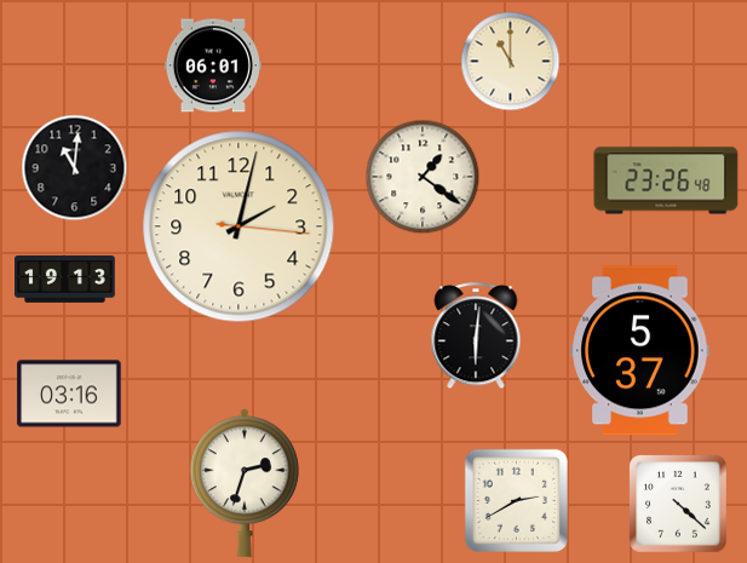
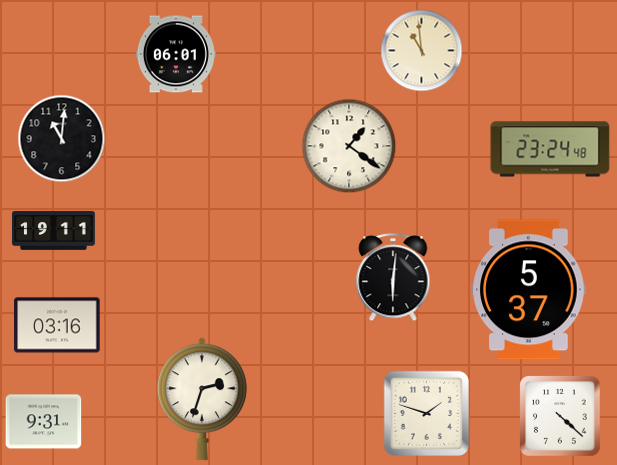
clock at (511, 62): 11:00 -> 10:59
clock at (666, 180): 23:26 -> 23:24
clock at (239, 226): 2:02 -> none
clock at (65, 280): 19:13 -> 19:11
clock at (516, 500): 2:40 -> 1:48
clock at (44, 422): none -> 9:31
